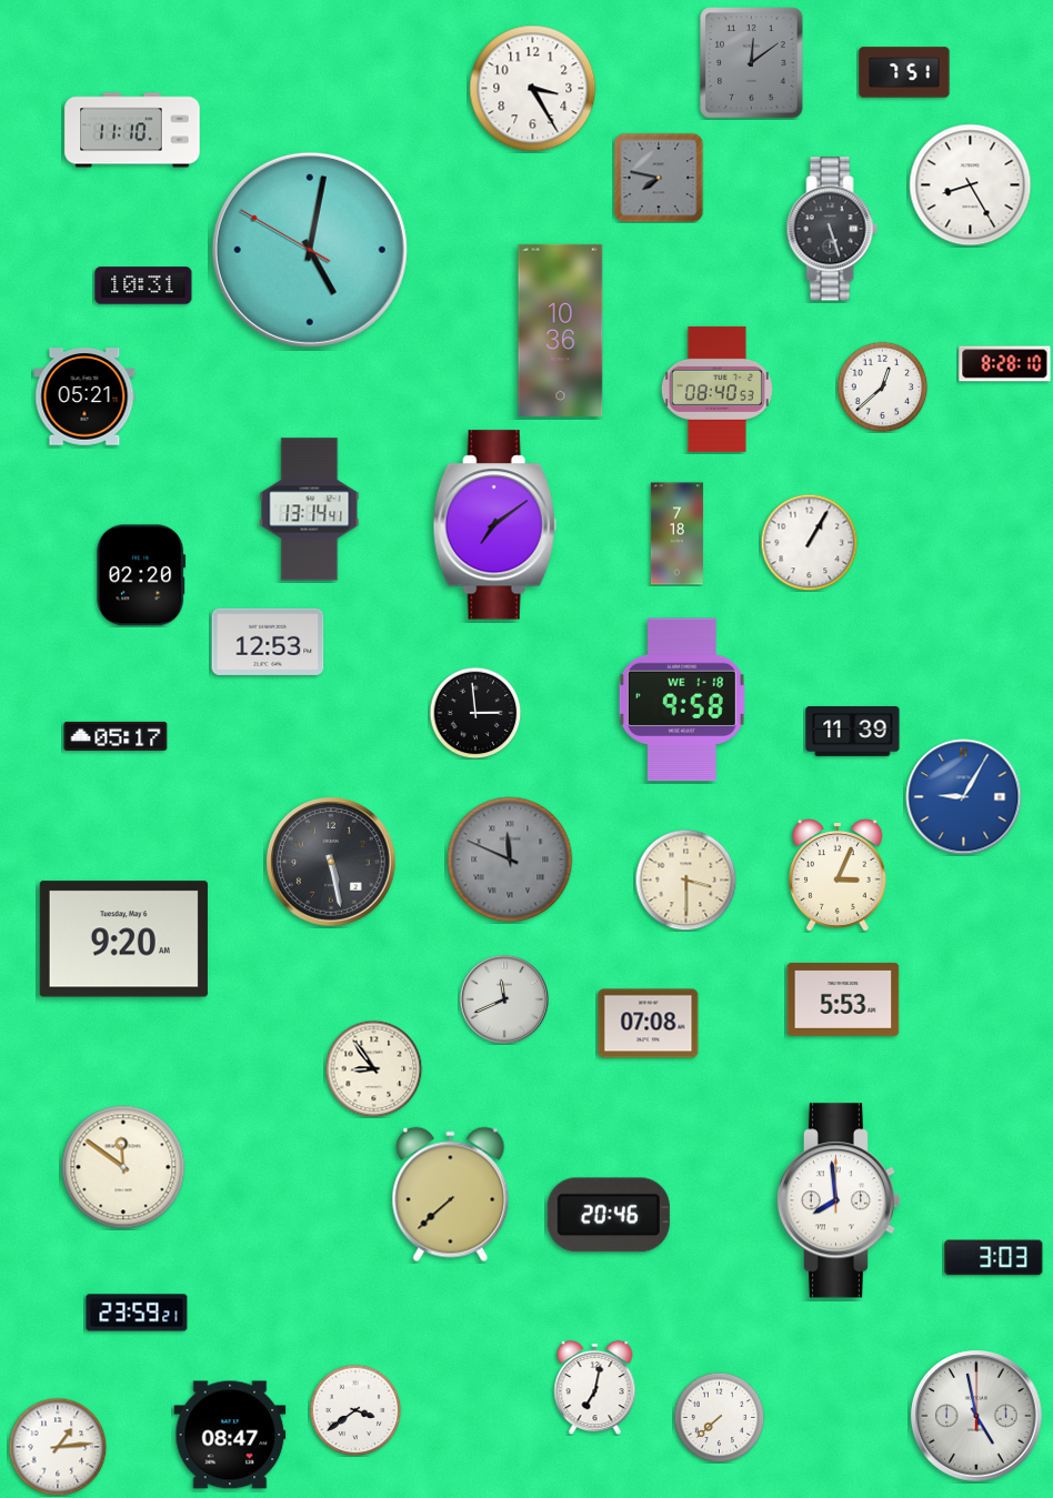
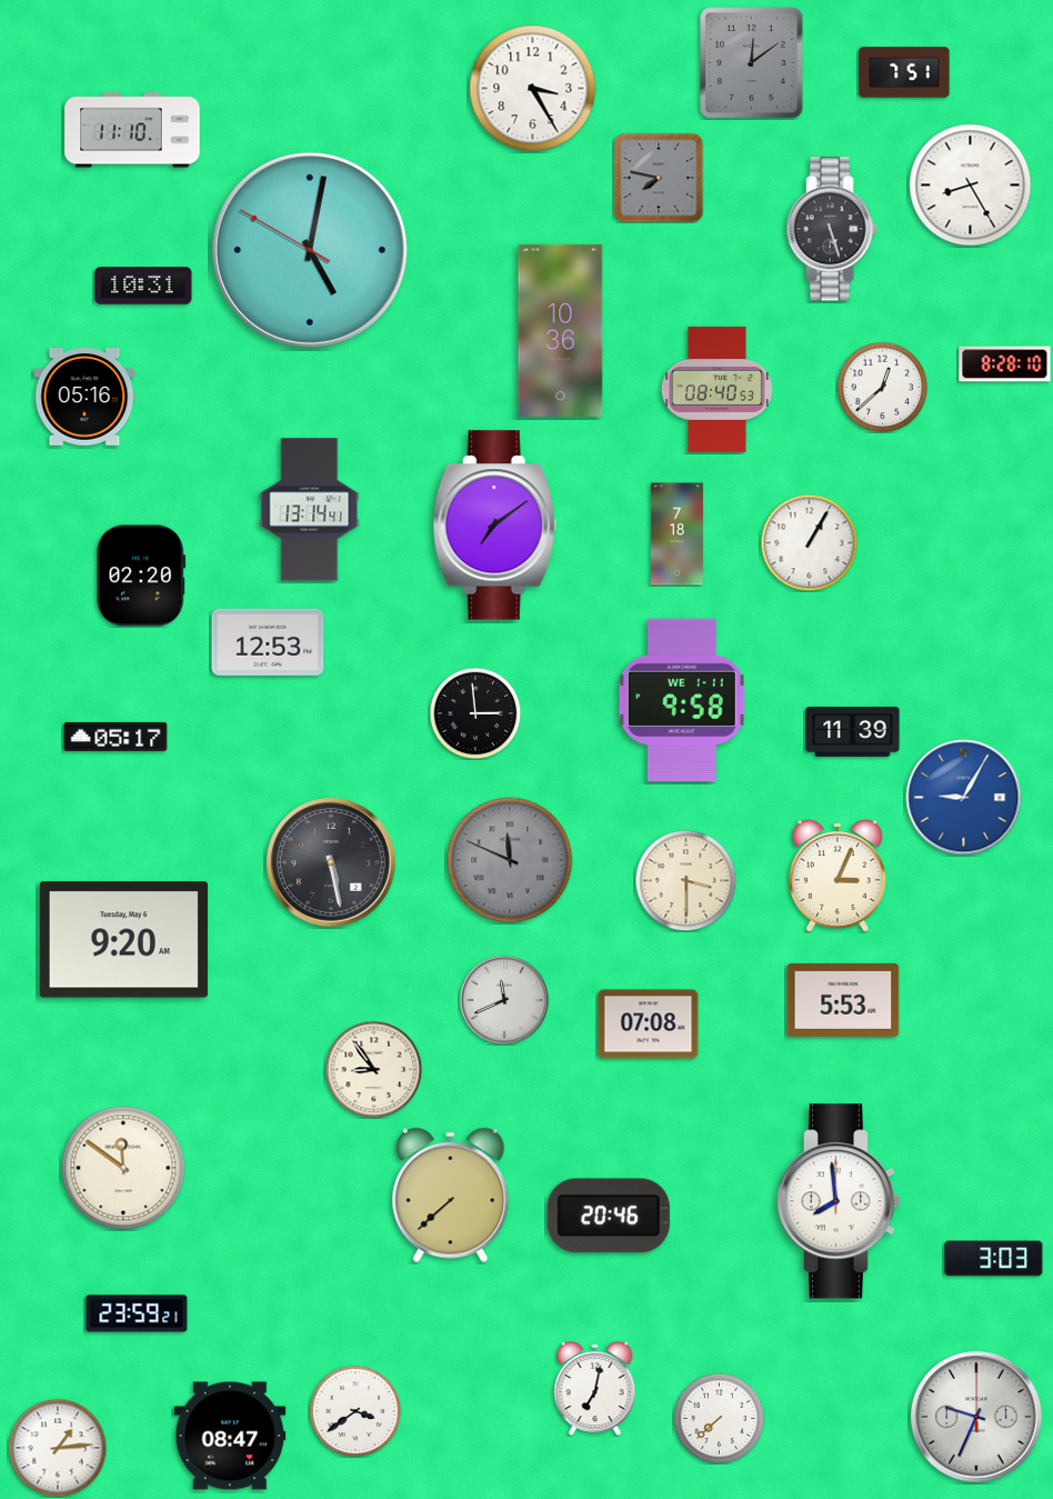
clock at (84, 396): 05:21 -> 05:16
clock at (682, 700) date: WE 1-18 -> WE 1-11
clock at (977, 1417): 4:58 -> 9:34
